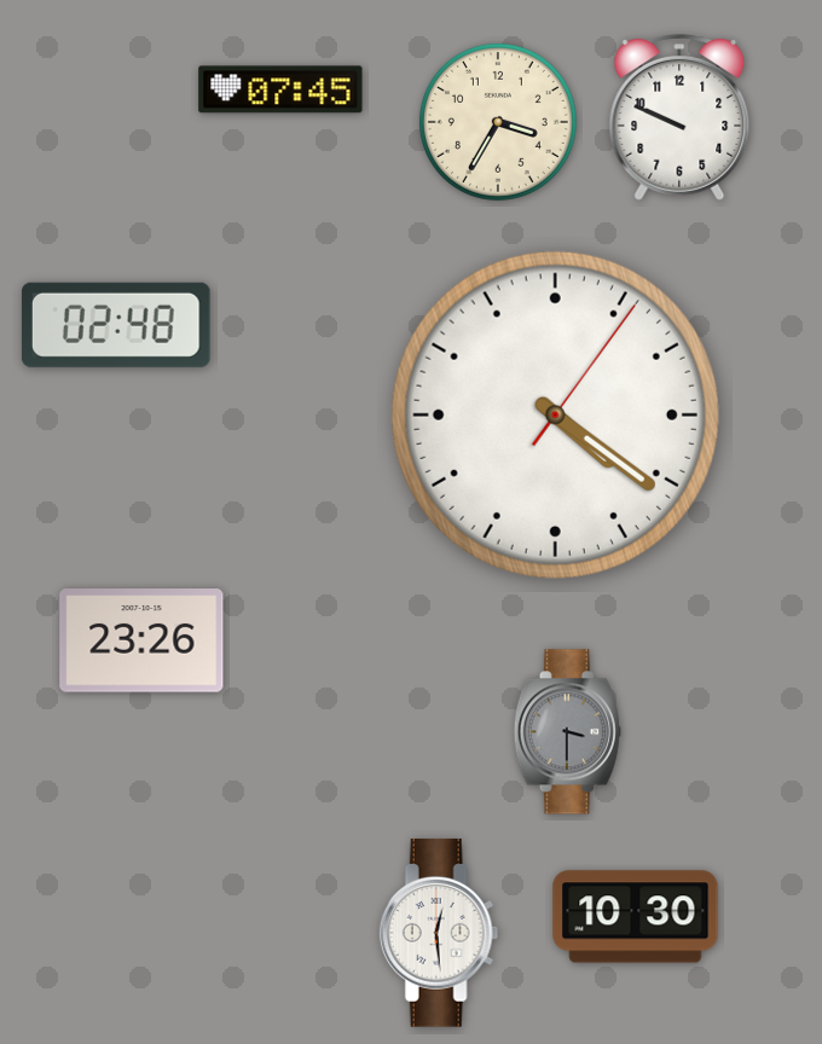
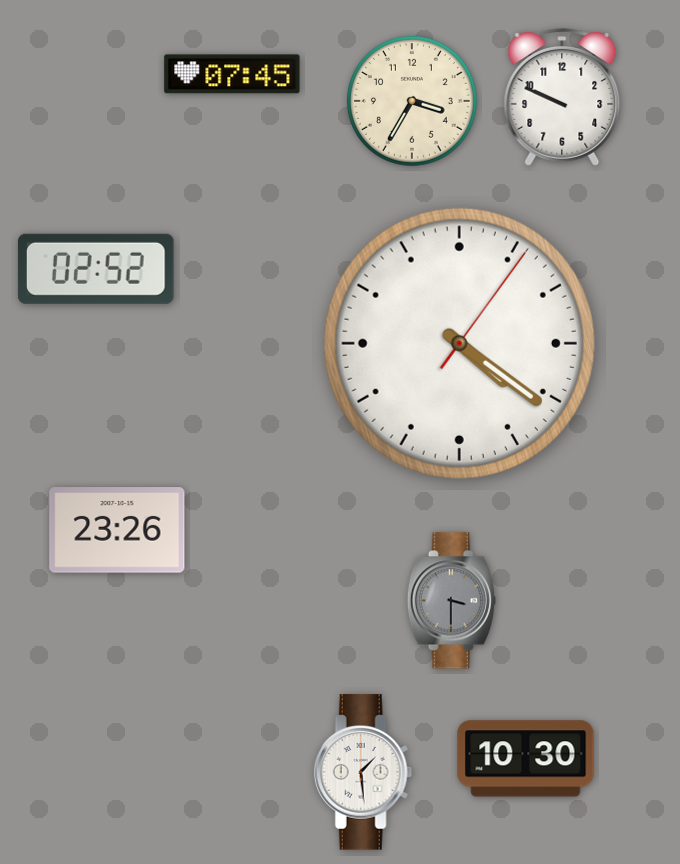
clock at (116, 325): 02:48 -> 02:52
clock at (567, 732) position: (567, 732) -> (451, 601)
clock at (439, 933): 12:29 -> 1:29
